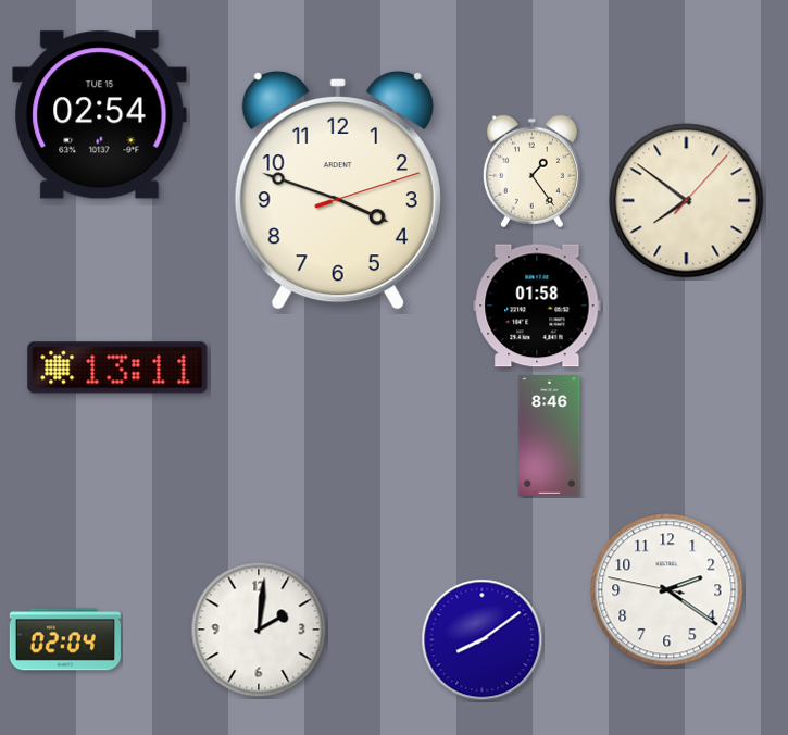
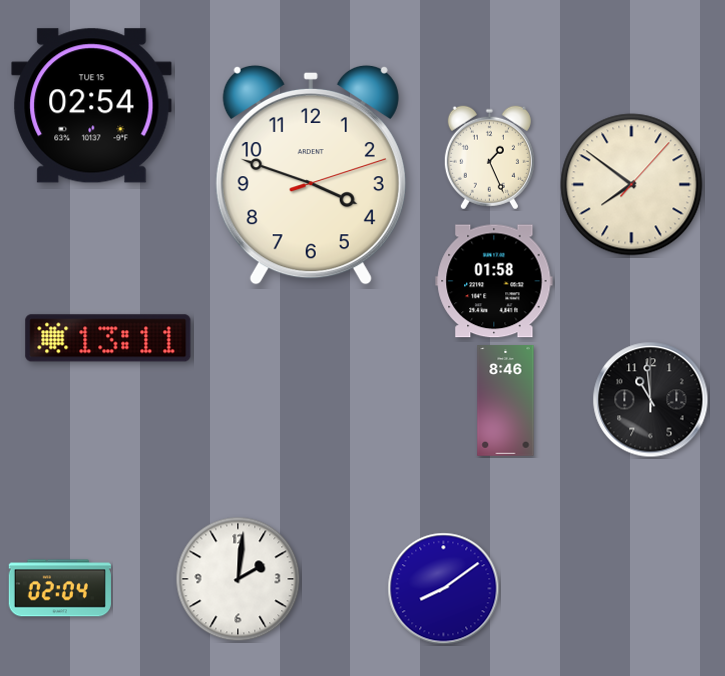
clock at (531, 172): 1:24 -> 1:26
clock at (651, 400): none -> 10:59
clock at (667, 590): 2:20 -> none
